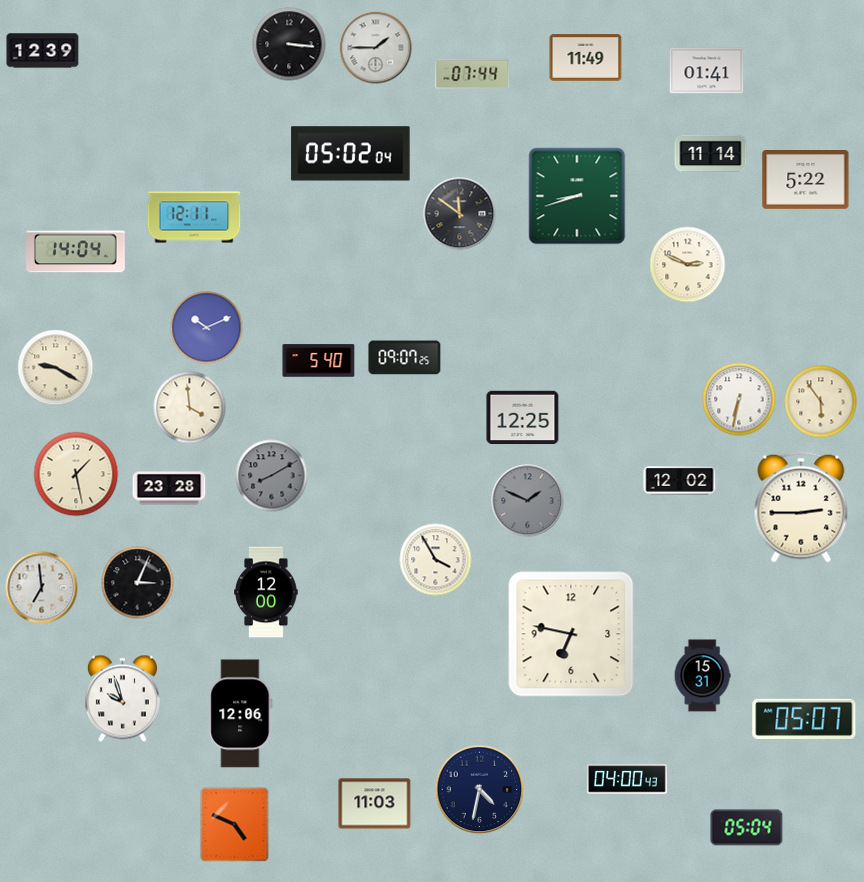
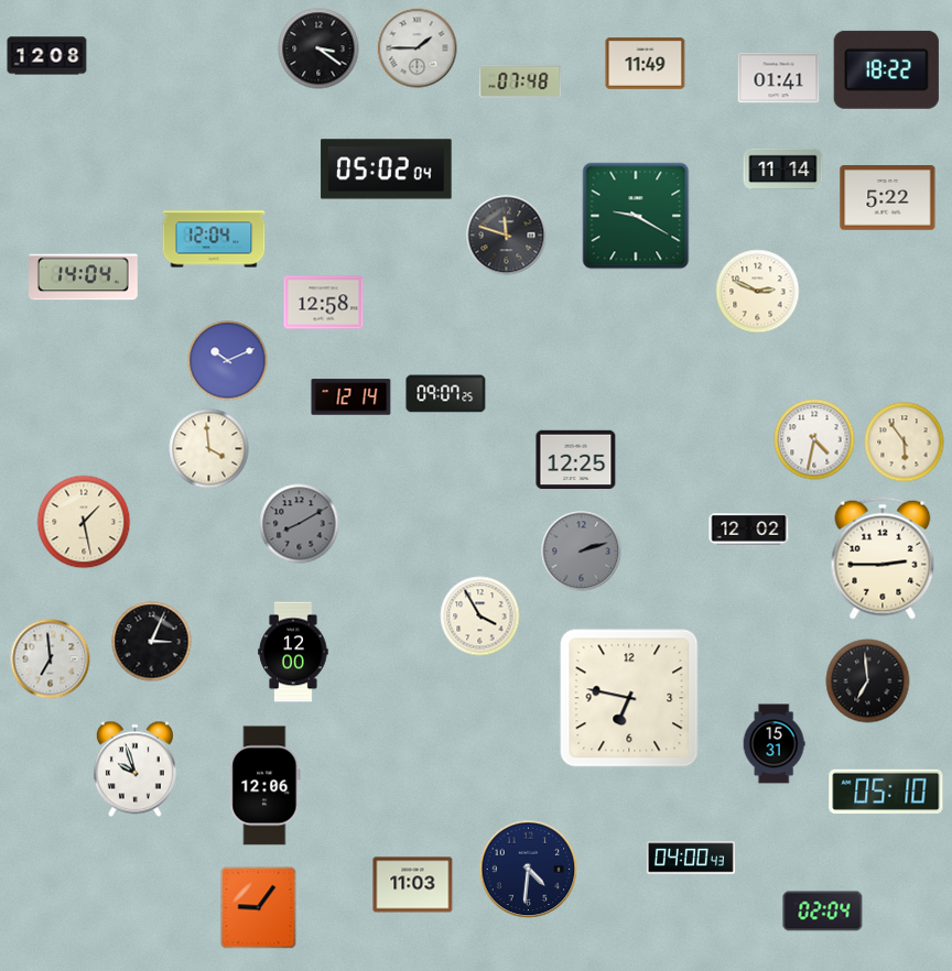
clock at (289, 44): 3:16 -> 3:21
clock at (376, 48) position: (376, 48) -> (418, 48)
clock at (43, 51): 12:39 -> 12:08
clock at (886, 69): none -> 18:22
clock at (472, 73): 07:44 -> 07:48
clock at (577, 196): 8:42 -> 9:20
clock at (460, 214): 11:51 -> 11:48
clock at (194, 217): 12:11 -> 12:04
clock at (324, 303): none -> 12:58
clock at (319, 361): 5:40 -> 12:14
clock at (56, 368): 9:20 -> none
clock at (739, 399): 6:32 -> 4:32
clock at (169, 488): 23:28 -> none
clock at (528, 501): 1:49 -> 2:12
clock at (42, 588) position: (42, 588) -> (51, 659)
clock at (868, 681): none -> 6:59
clock at (804, 719): 05:07 -> 05:10
clock at (480, 790): 4:32 -> 4:31
clock at (235, 825): 4:49 -> 9:06
clock at (747, 828): 05:04 -> 02:04
